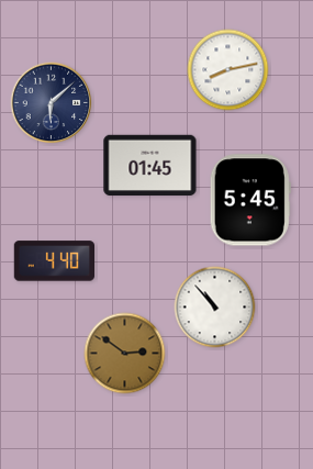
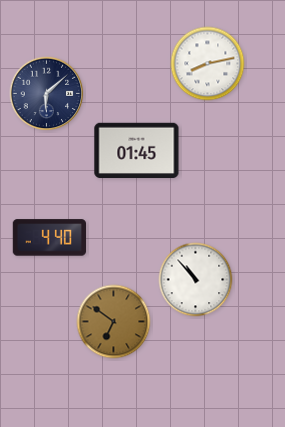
clock at (250, 200): 5:45 -> none
clock at (125, 354): 2:51 -> 6:51
